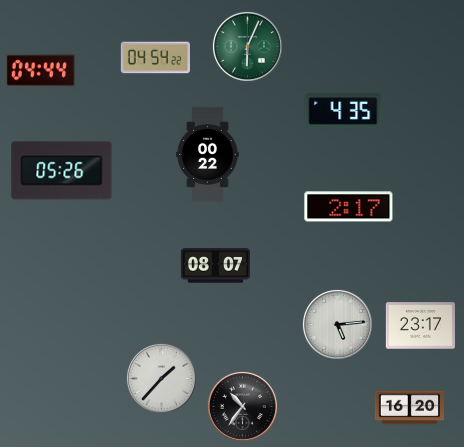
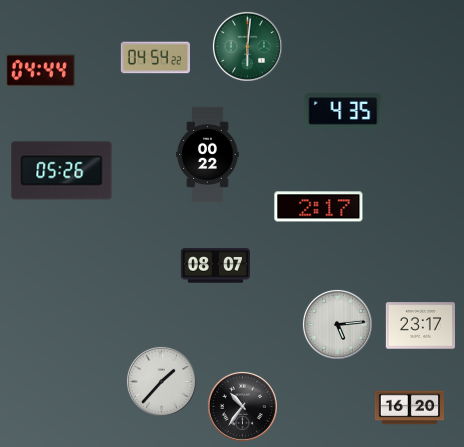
clock at (247, 46): 6:04 -> 6:01
clock at (349, 207) position: (349, 207) -> (319, 207)
clock at (161, 378) position: (161, 378) -> (161, 381)
